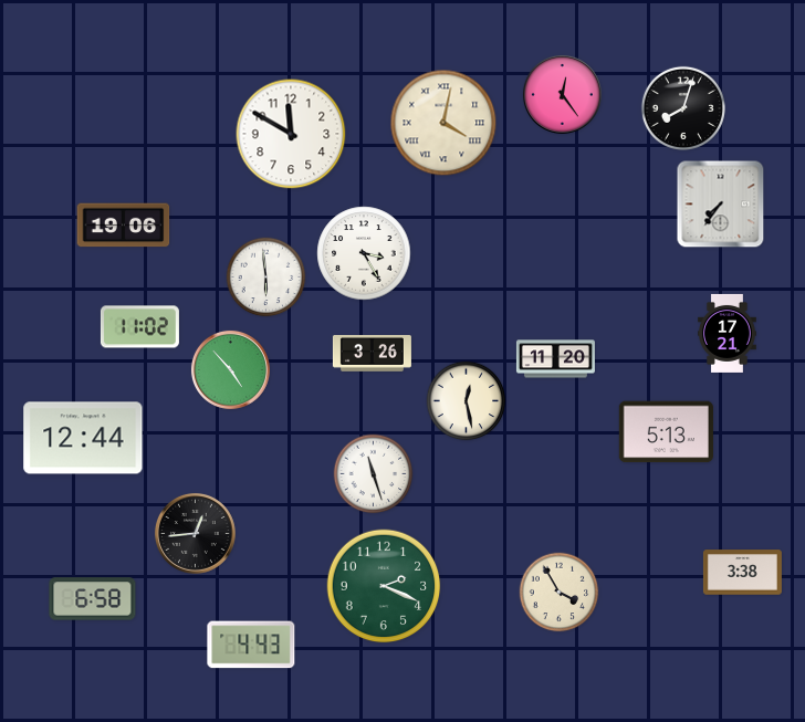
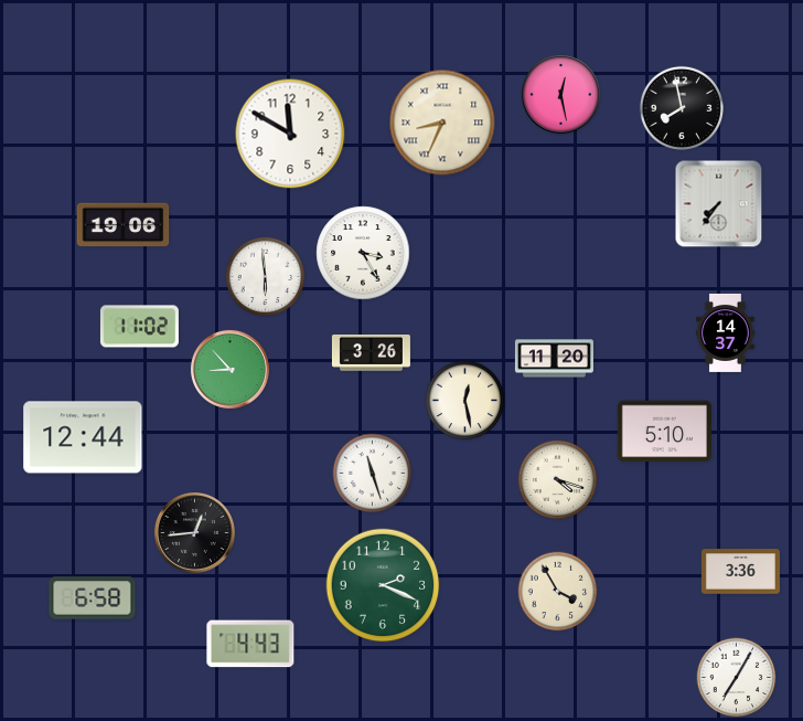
clock at (562, 94): 12:24 -> 12:28
clock at (683, 108): 8:03 -> 7:58
clock at (443, 123): 4:02 -> 8:34
clock at (728, 333): 17:21 -> 14:37
clock at (230, 369): 4:53 -> 8:53
clock at (666, 432): 5:13 -> 5:10
clock at (558, 480): none -> 4:18
clock at (742, 573): 3:38 -> 3:36
clock at (737, 678): none -> 7:05
